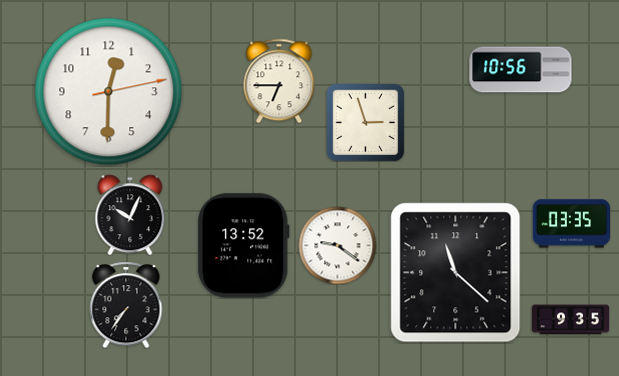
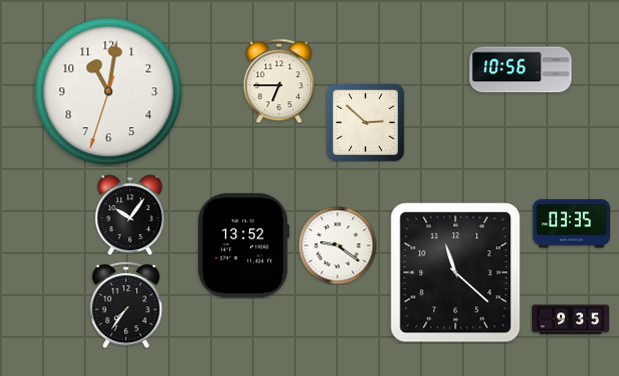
clock at (109, 92): 12:30 -> 11:01
clock at (365, 122): 2:57 -> 2:52
clock at (130, 215): 10:04 -> 10:06
